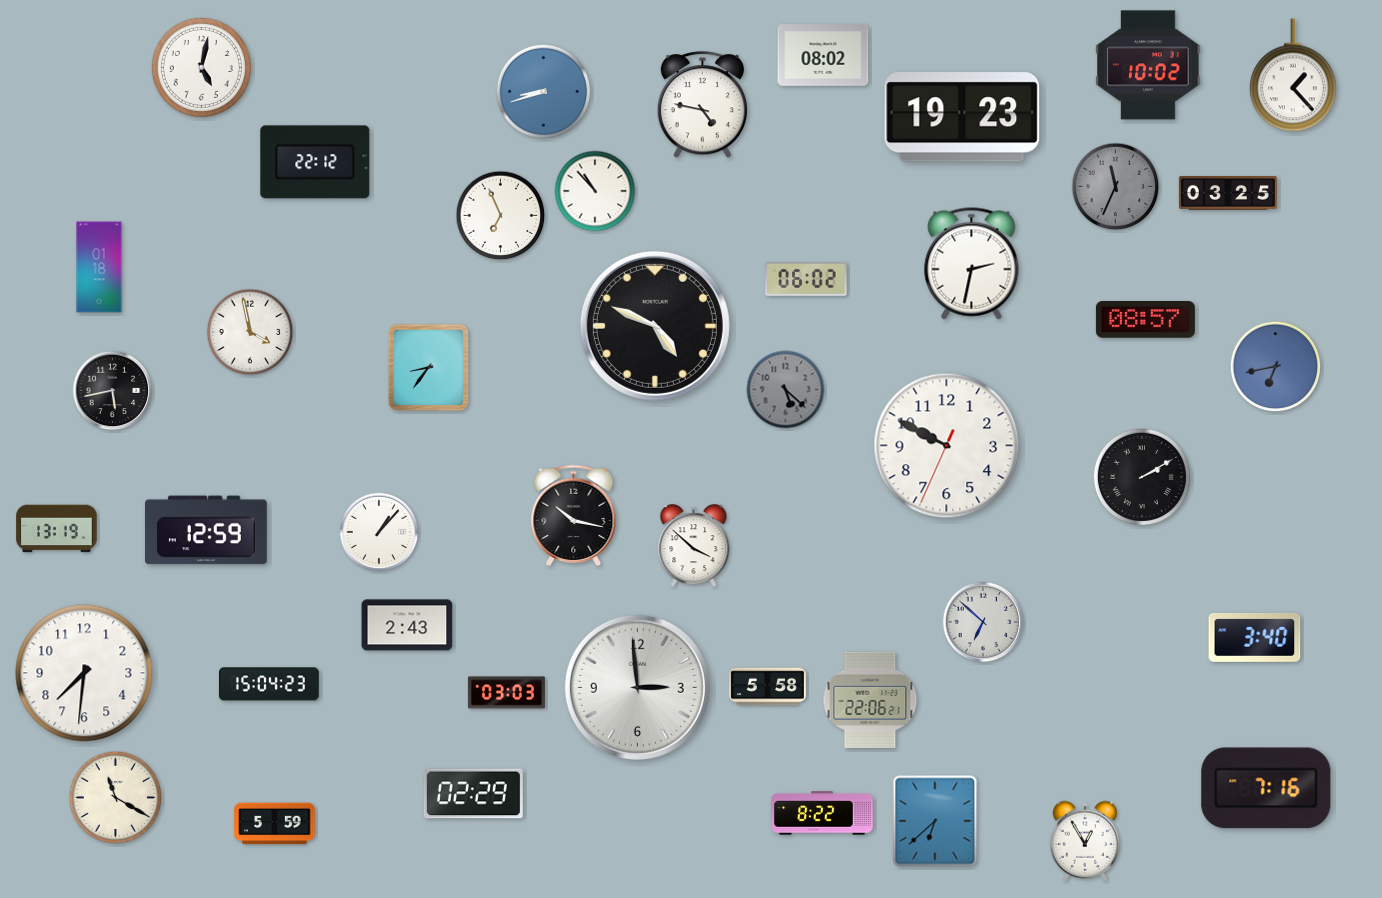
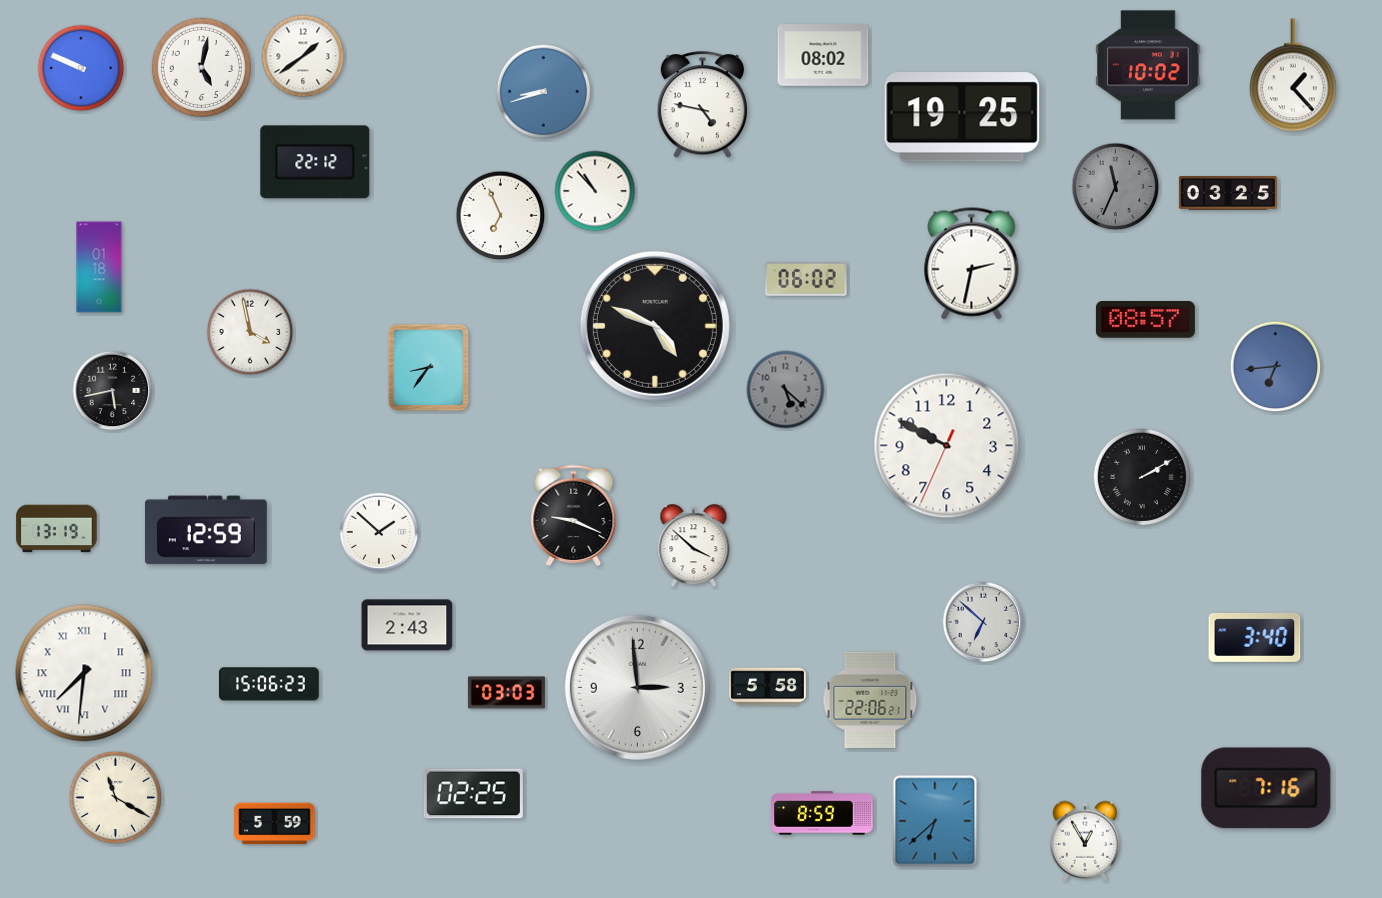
clock at (303, 56): none -> 1:39
clock at (81, 68): none -> 9:49
clock at (962, 117): 19:23 -> 19:25
clock at (1276, 367): 6:43 -> 6:44
clock at (574, 515): 10:17 -> 9:19
clock at (379, 532): 1:07 -> 1:52
clock at (84, 673) numerals: Arabic -> Roman
clock at (269, 684): 15:04 -> 15:06
clock at (473, 794): 02:29 -> 02:25
clock at (822, 813): 8:22 -> 8:59
